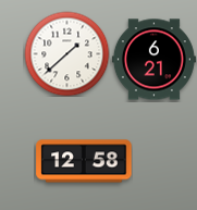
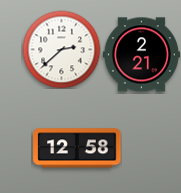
clock at (66, 53): 1:38 -> 2:38
clock at (153, 60): 6:21 -> 2:21
